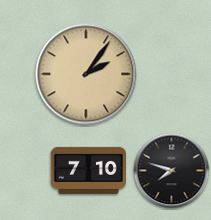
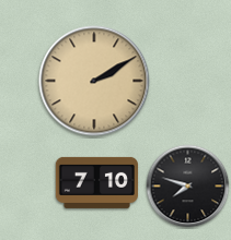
clock at (86, 74): 2:06 -> 2:10
clock at (88, 170) position: (88, 170) -> (96, 182)
